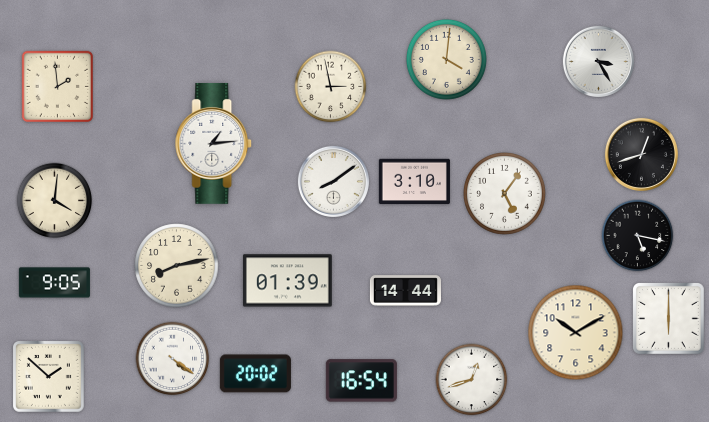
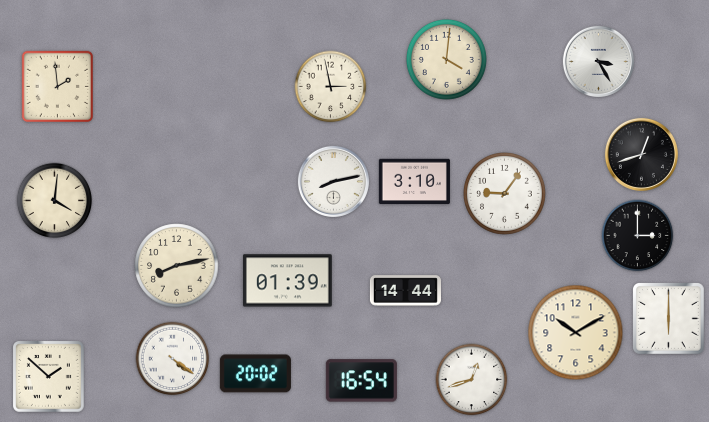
clock at (214, 143): 1:14 -> none
clock at (333, 181): 8:09 -> 8:13
clock at (505, 194): 5:06 -> 9:06
clock at (638, 236): 5:17 -> 3:00
clock at (54, 283): 9:05 -> none
